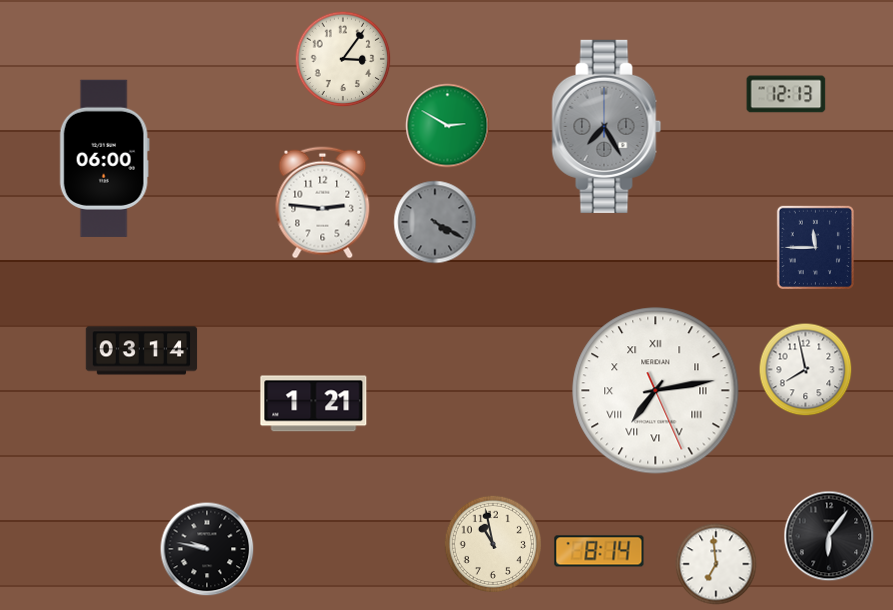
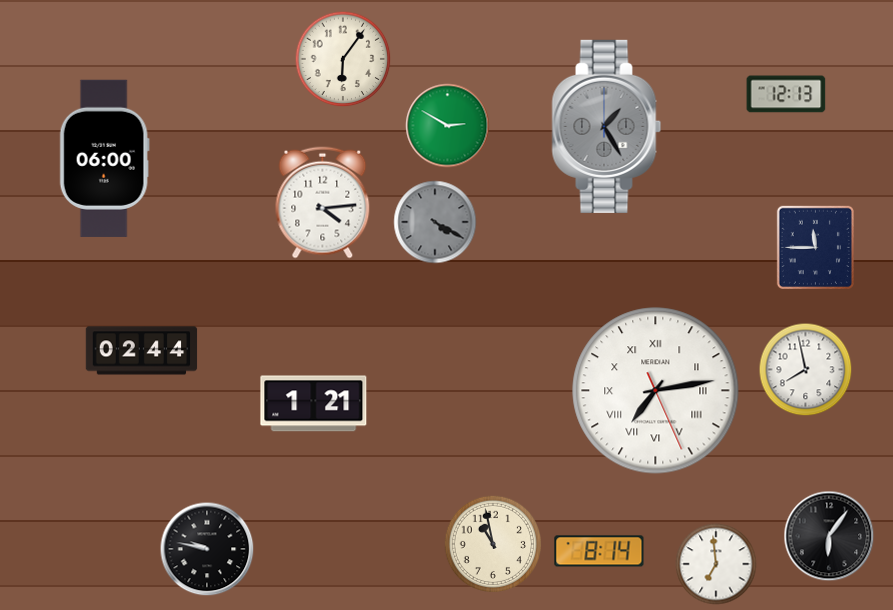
clock at (343, 59): 3:06 -> 6:06
clock at (607, 126): 7:25 -> 1:25
clock at (323, 203): 2:46 -> 4:14
clock at (142, 351): 03:14 -> 02:44
